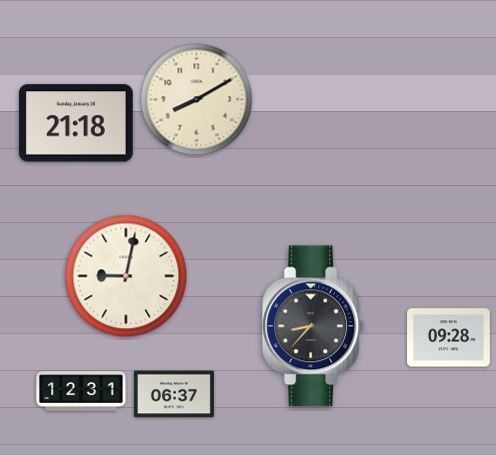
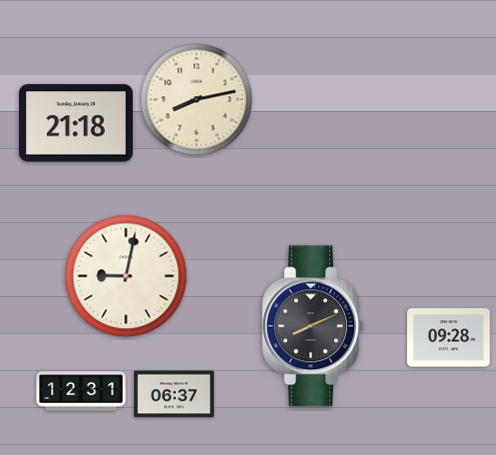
clock at (197, 100): 8:10 -> 8:13
clock at (314, 326): 8:37 -> 8:11
